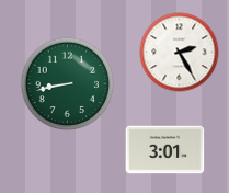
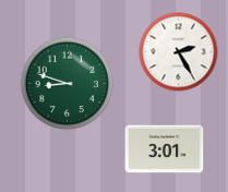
clock at (68, 84): 8:43 -> 8:48
